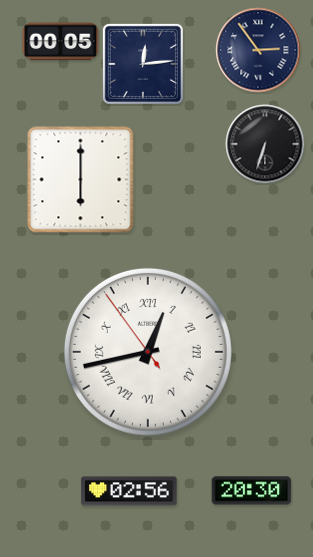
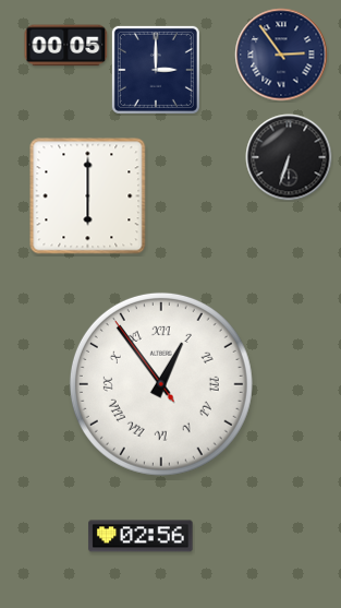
clock at (143, 64): 12:14 -> 3:00
clock at (148, 352): 12:42 -> 12:53
clock at (252, 491): 20:30 -> none
